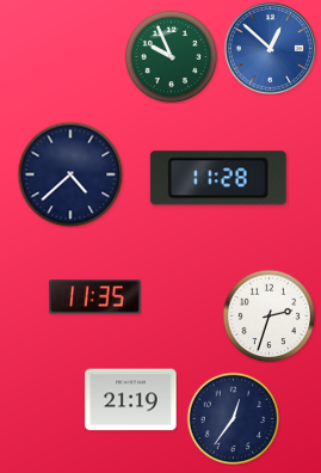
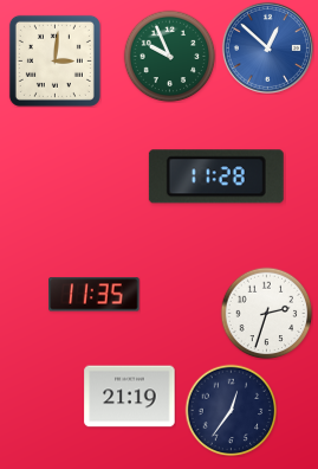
clock at (54, 60): none -> 3:01
clock at (70, 174): 4:38 -> none
clock at (233, 418) position: (233, 418) -> (231, 410)
